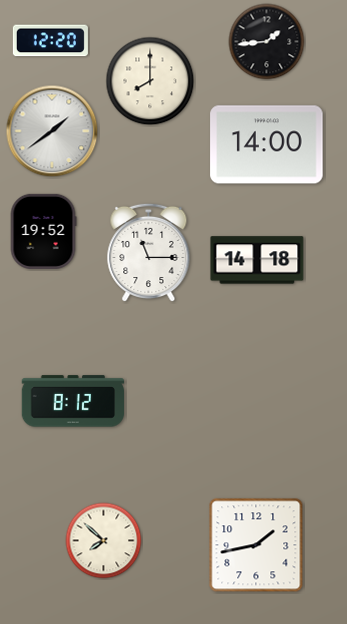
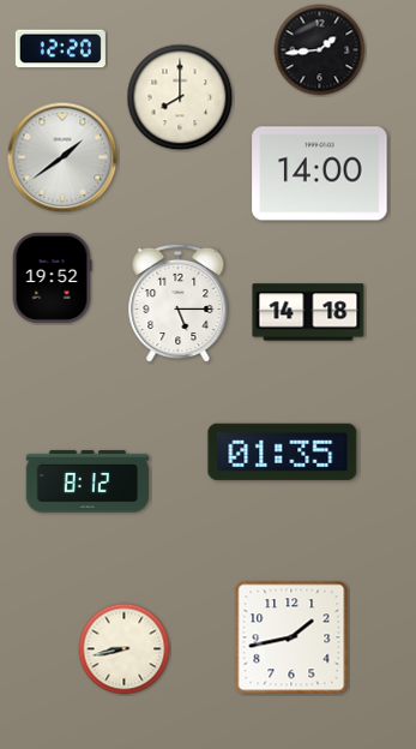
clock at (149, 253): 11:15 -> 5:15
clock at (283, 451): none -> 01:35
clock at (104, 541): 7:52 -> 8:43
clock at (256, 545) position: (256, 545) -> (291, 637)
